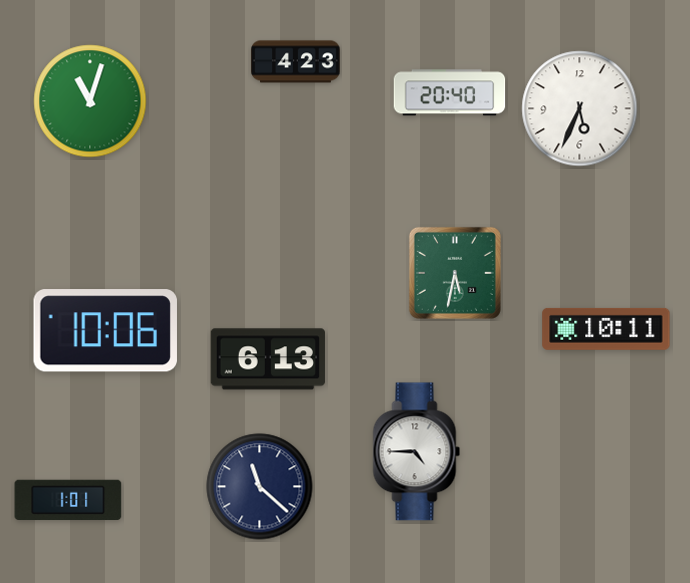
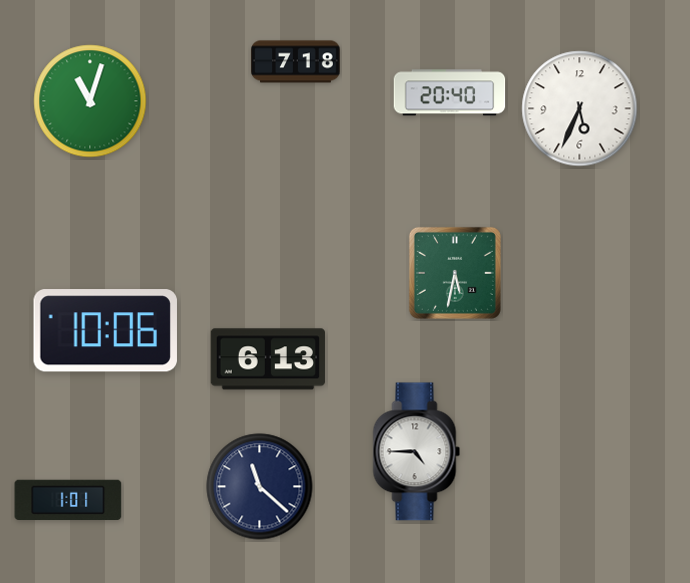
clock at (296, 62): 4:23 -> 7:18
clock at (606, 329): 10:11 -> none
